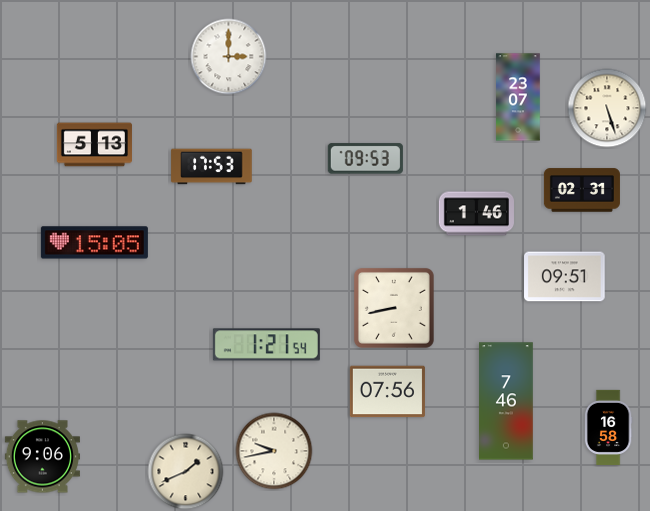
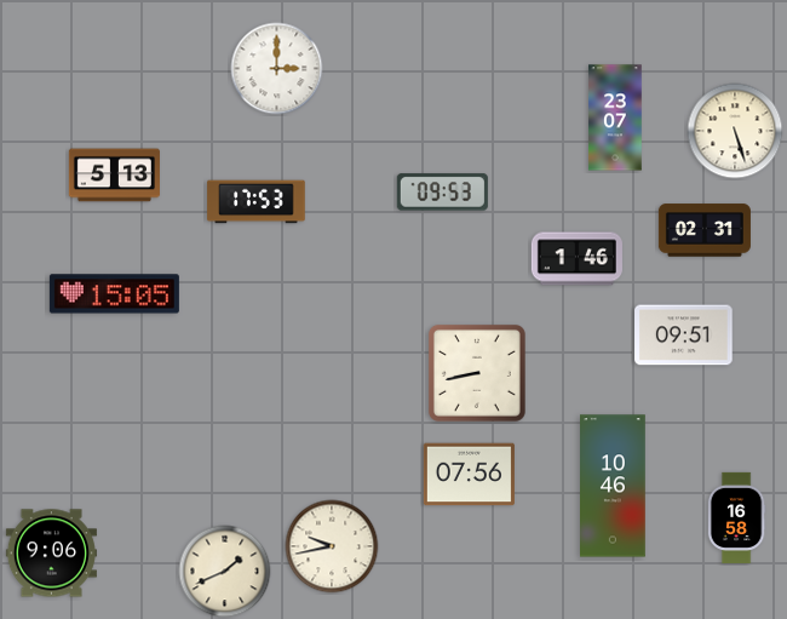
clock at (518, 97) position: (518, 97) -> (615, 118)
clock at (266, 345): 1:21 -> none
clock at (507, 401): 7:46 -> 10:46
